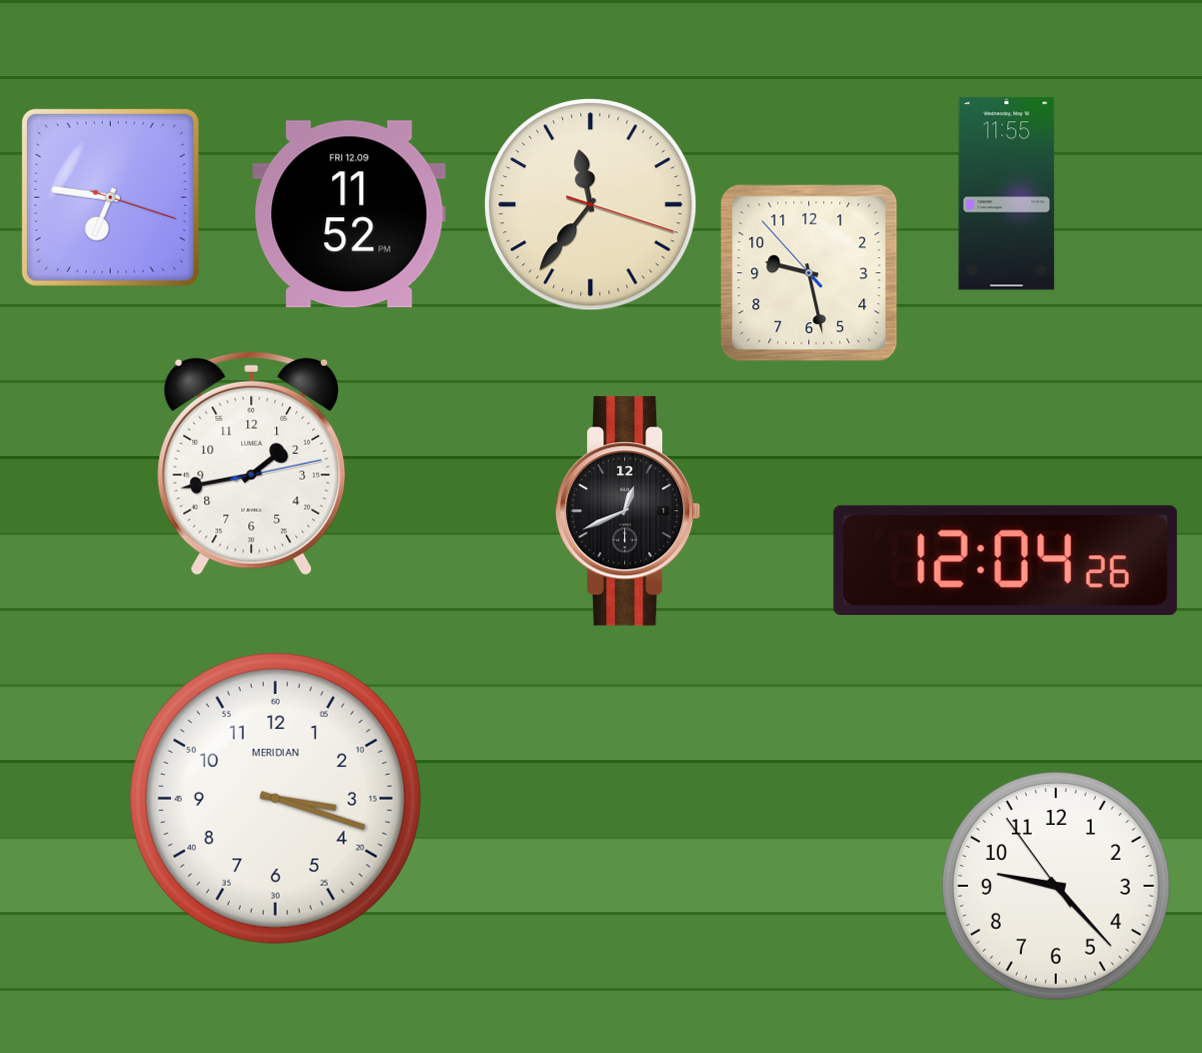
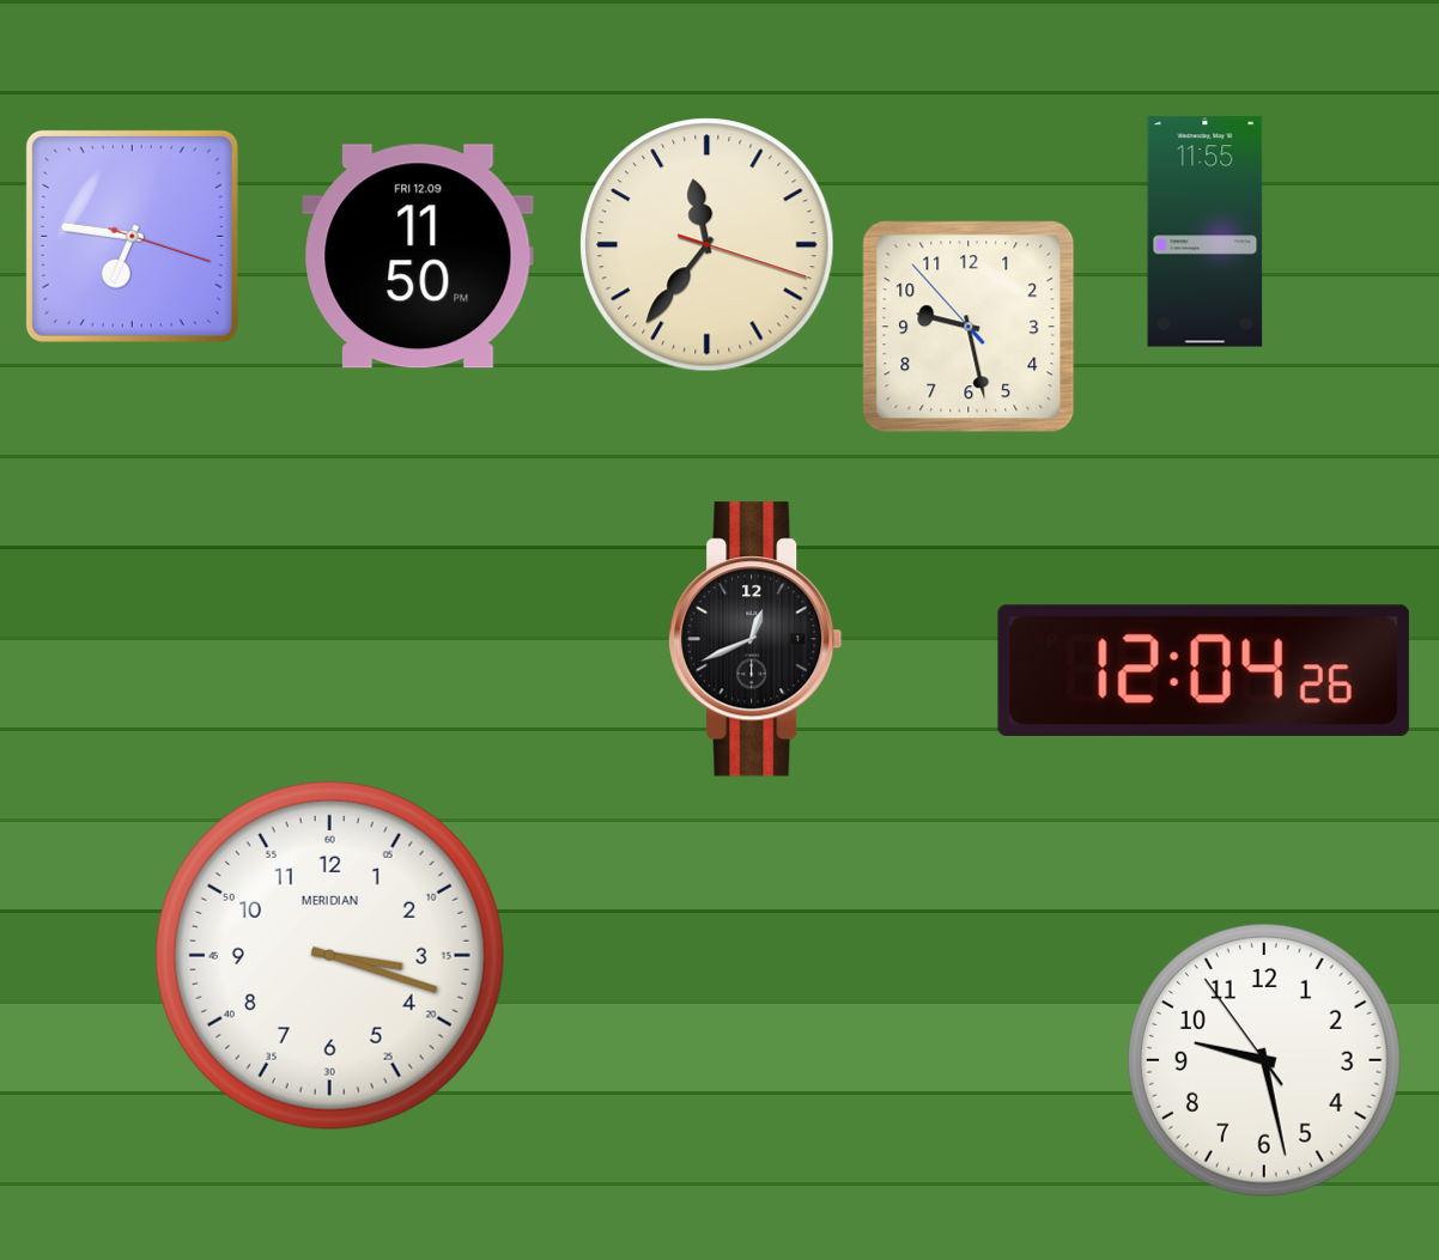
clock at (349, 214): 11:52 -> 11:50
clock at (252, 464): 1:43 -> none
clock at (628, 511) position: (628, 511) -> (755, 639)
clock at (1057, 887): 9:22 -> 9:27
